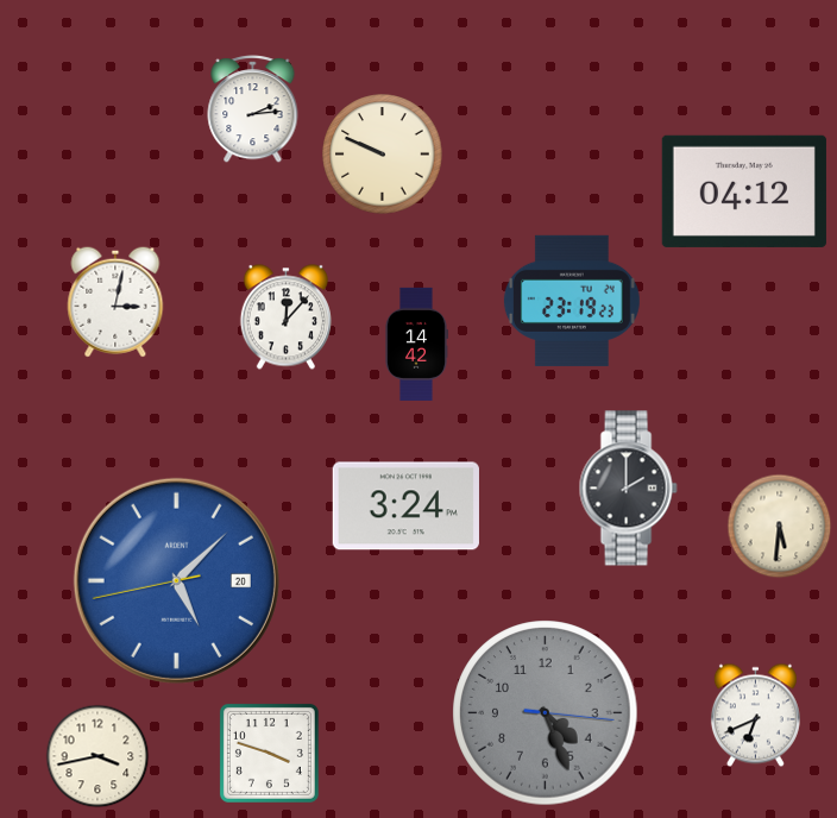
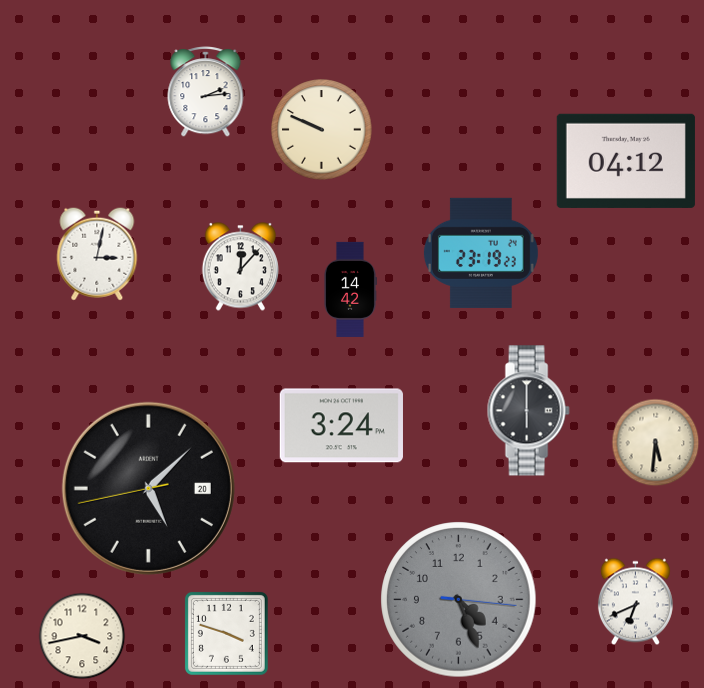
clock at (253, 109) position: (253, 109) -> (206, 92)
clock at (628, 489): 2:00 -> 6:00
clock at (176, 580) dial: blue -> black
